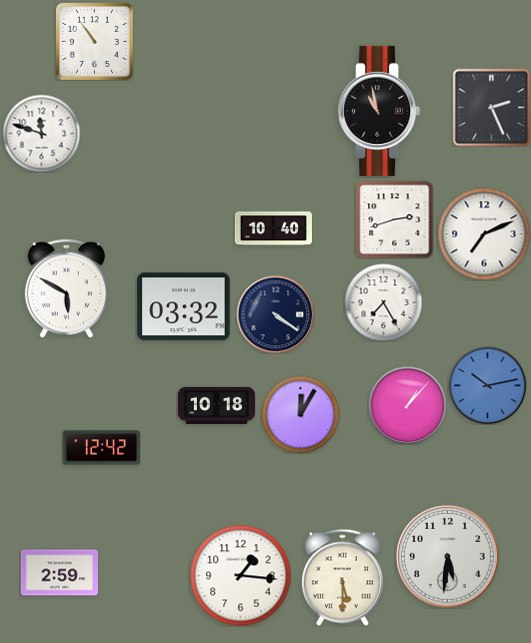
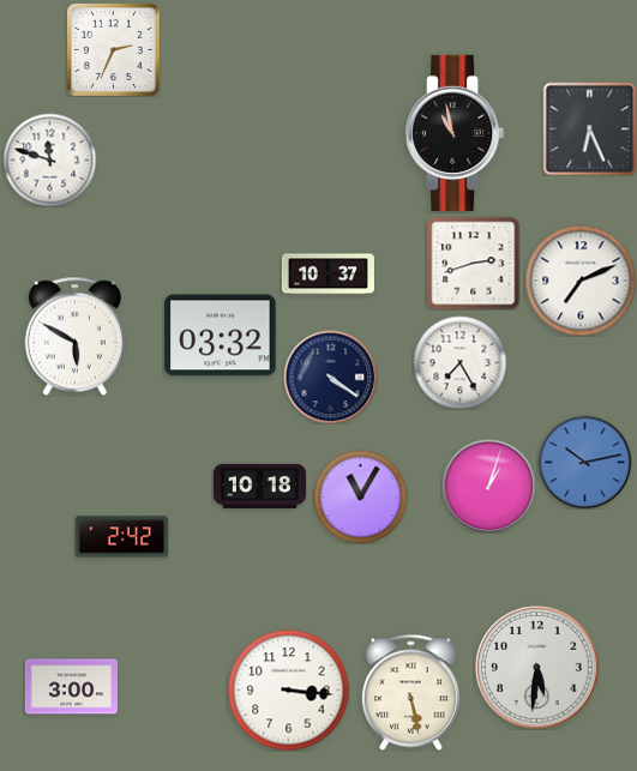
clock at (94, 41): 10:54 -> 2:34
clock at (491, 107): 2:26 -> 6:26
clock at (273, 229): 10:40 -> 10:37
clock at (66, 288) position: (66, 288) -> (74, 336)
clock at (184, 307) position: (184, 307) -> (221, 336)
clock at (407, 405): 1:07 -> 1:03
clock at (300, 414): 12:05 -> 11:05
clock at (101, 448): 12:42 -> 2:42
clock at (59, 573): 2:59 -> 3:00
clock at (241, 576): 1:16 -> 3:16
clock at (342, 577): 5:30 -> 5:28
